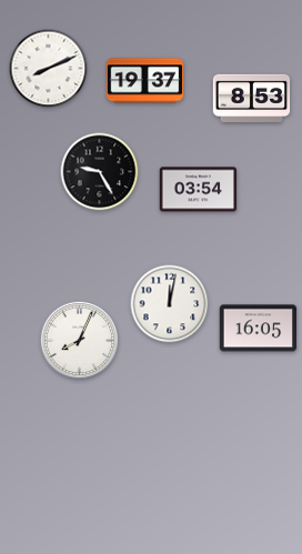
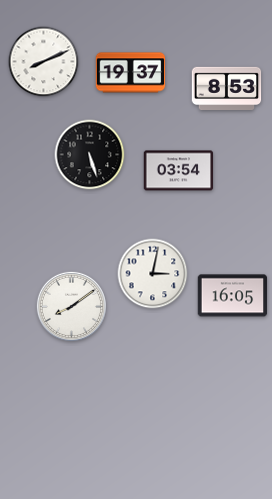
clock at (100, 172): 9:25 -> 5:27
clock at (170, 304): 12:02 -> 3:02
clock at (79, 340): 8:04 -> 8:09
